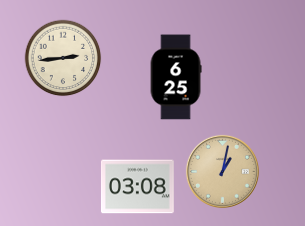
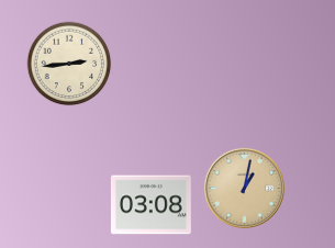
clock at (176, 77): 6:25 -> none
